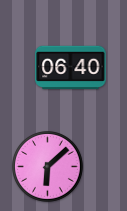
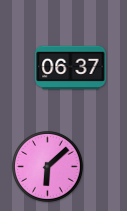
clock at (71, 68): 06:40 -> 06:37
